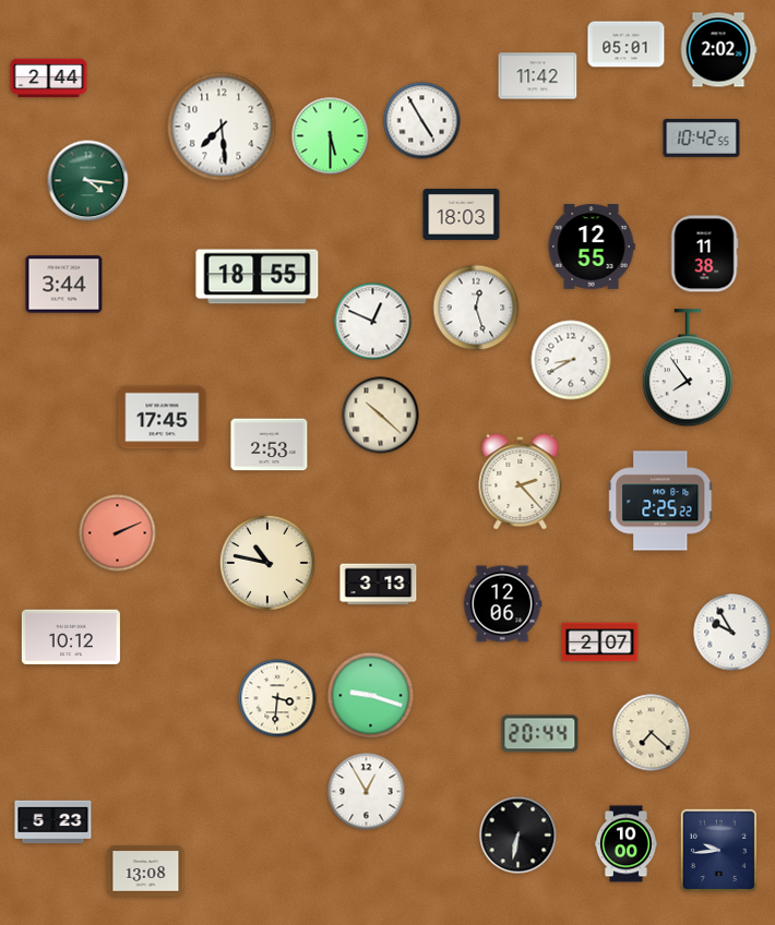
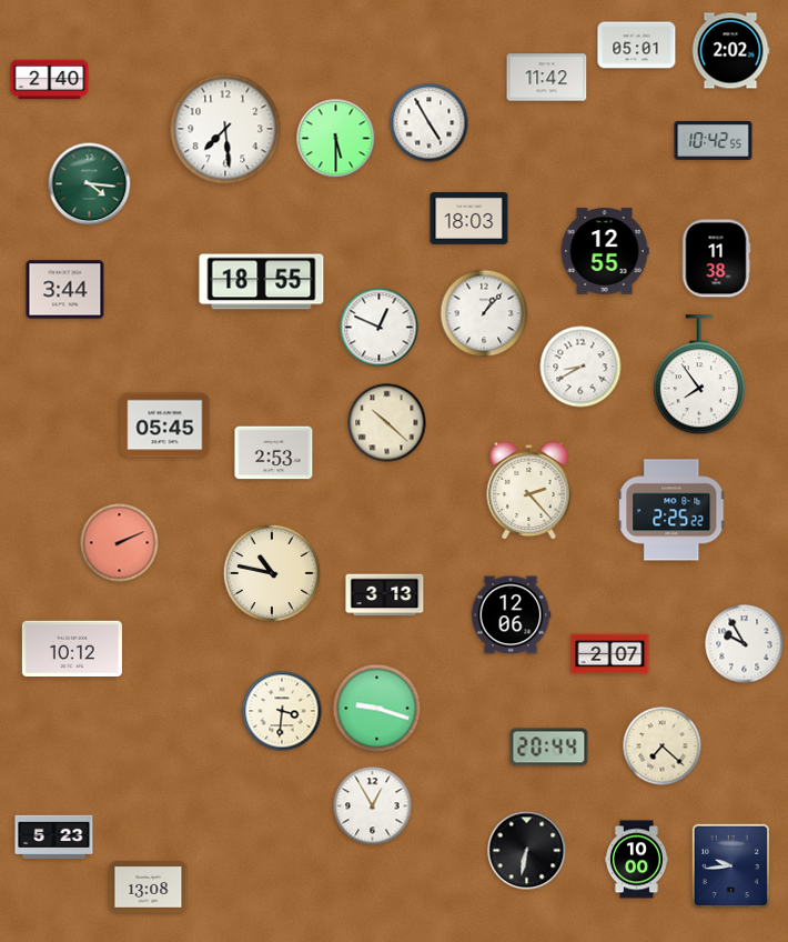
clock at (49, 79): 2:44 -> 2:40
clock at (592, 247) position: (592, 247) -> (605, 251)
clock at (476, 308): 12:27 -> 1:07
clock at (163, 418): 17:45 -> 05:45
